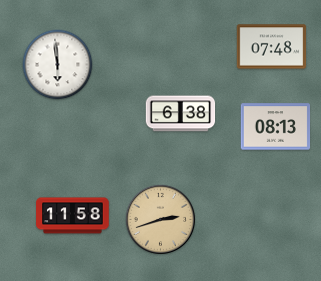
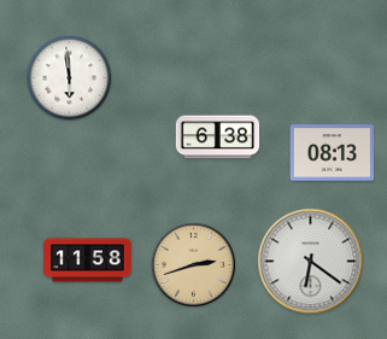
clock at (272, 47): 07:48 -> none
clock at (311, 262): none -> 6:21
